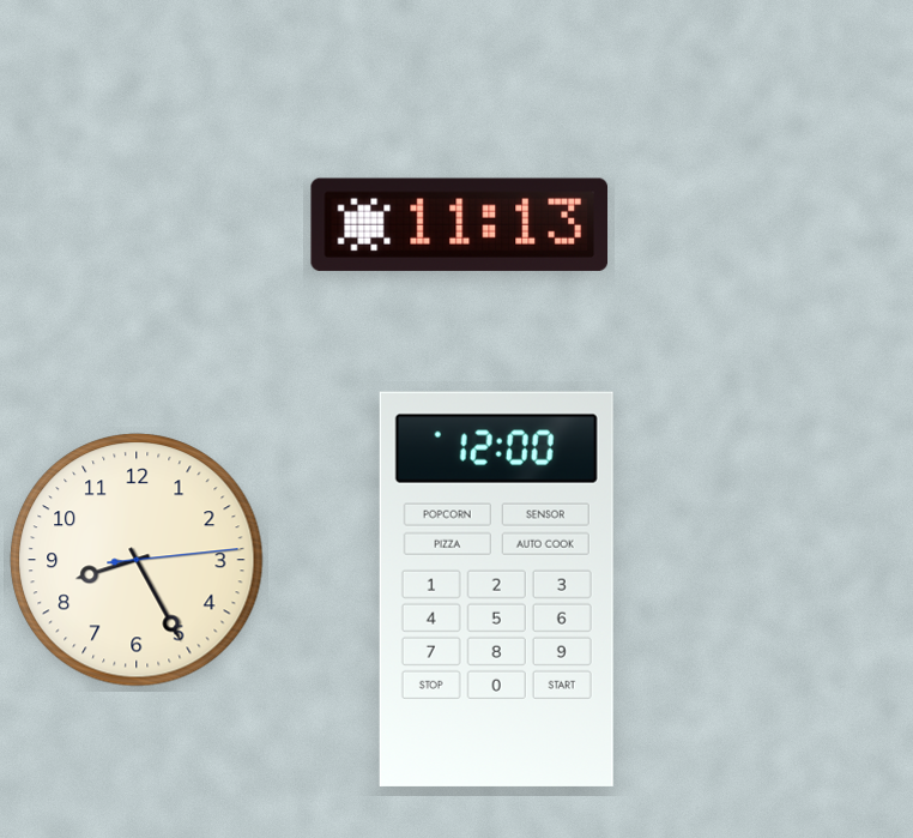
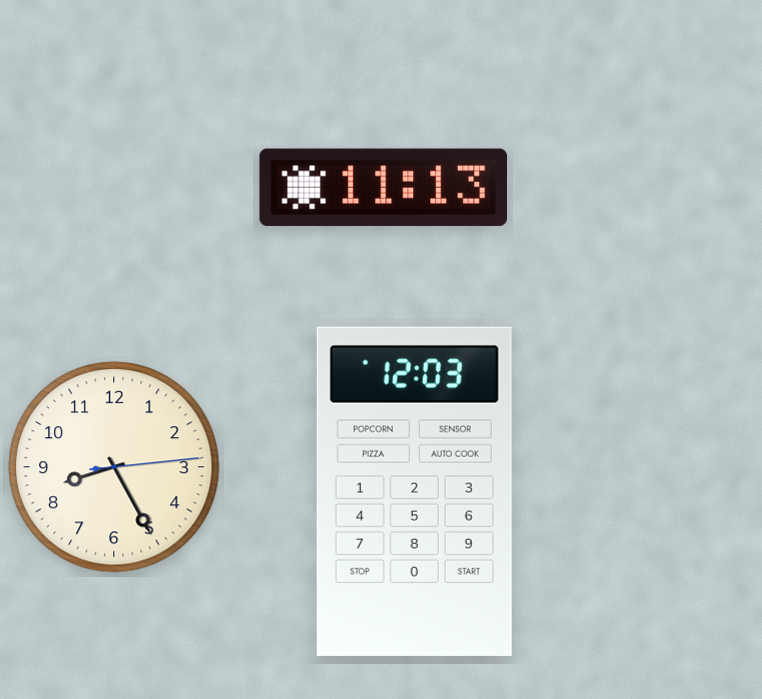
clock at (496, 589): 12:00 -> 12:03
